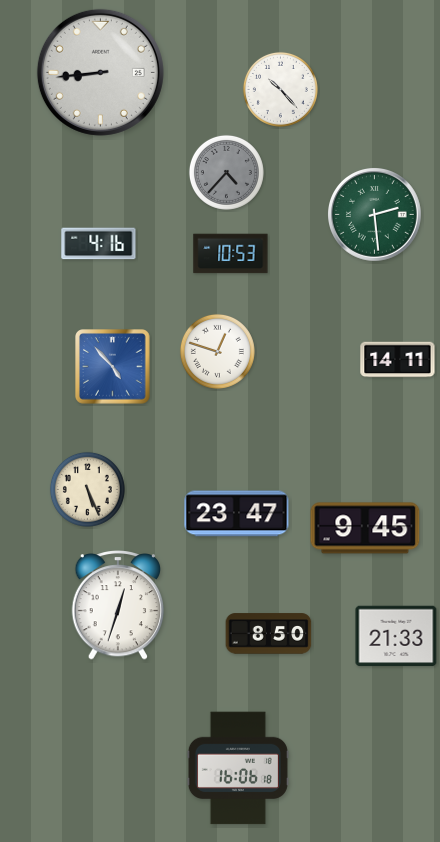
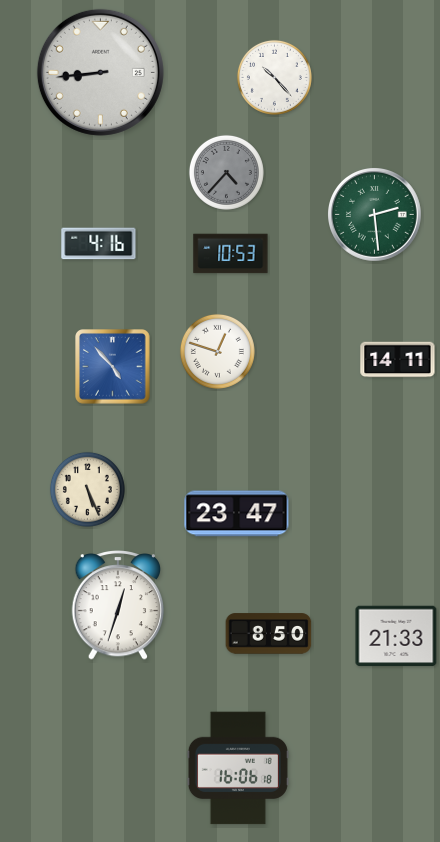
clock at (280, 89) position: (280, 89) -> (274, 77)
clock at (365, 528): 9:45 -> none
